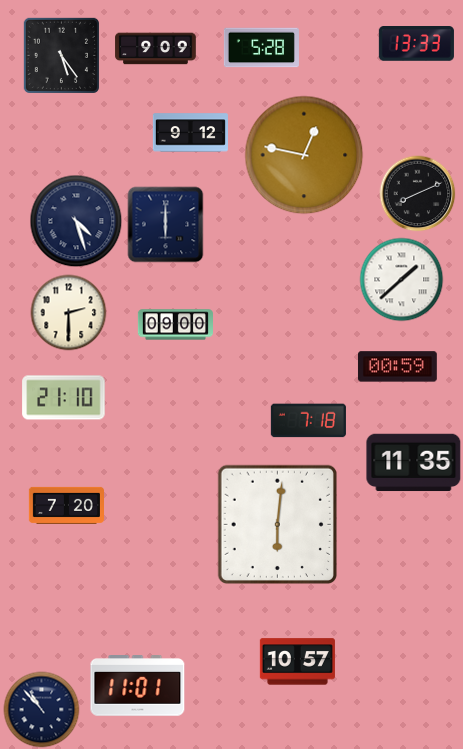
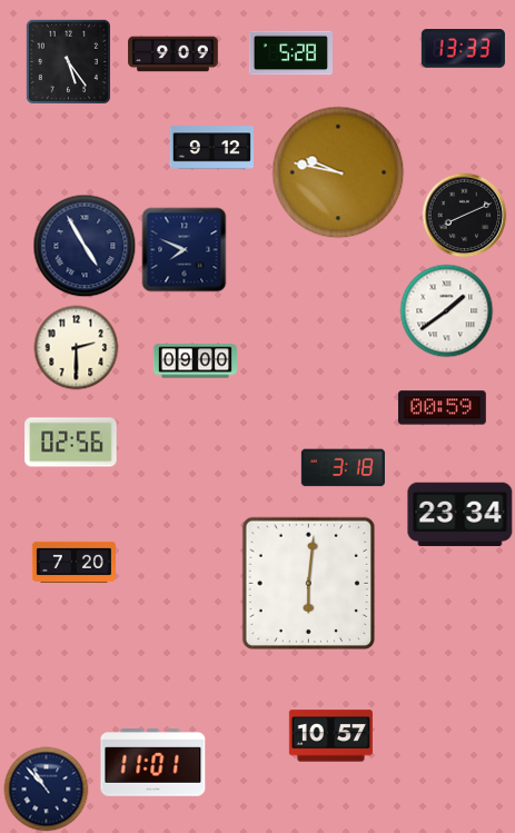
clock at (304, 155): 12:47 -> 9:47
clock at (76, 221): 4:27 -> 4:55
clock at (166, 225): 6:00 -> 7:49
clock at (402, 280): 1:38 -> 1:39
clock at (64, 398): 21:10 -> 02:56
clock at (308, 421): 7:18 -> 3:18
clock at (414, 463): 11:35 -> 23:34
